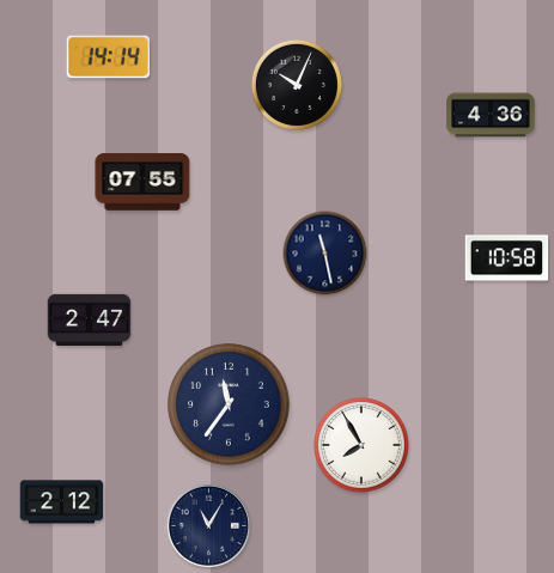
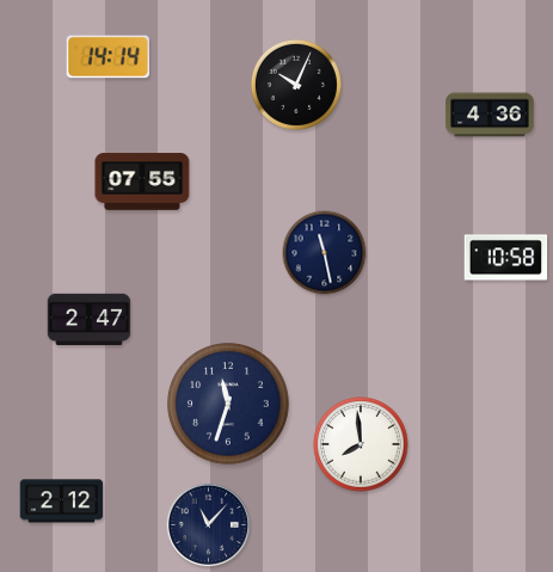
clock at (229, 404): 11:36 -> 11:33
clock at (361, 445): 7:55 -> 7:59
clock at (208, 525): 11:05 -> 11:07
